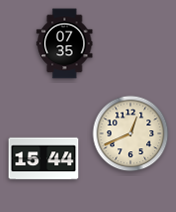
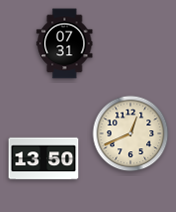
clock at (65, 44): 07:35 -> 07:31
clock at (44, 159): 15:44 -> 13:50
